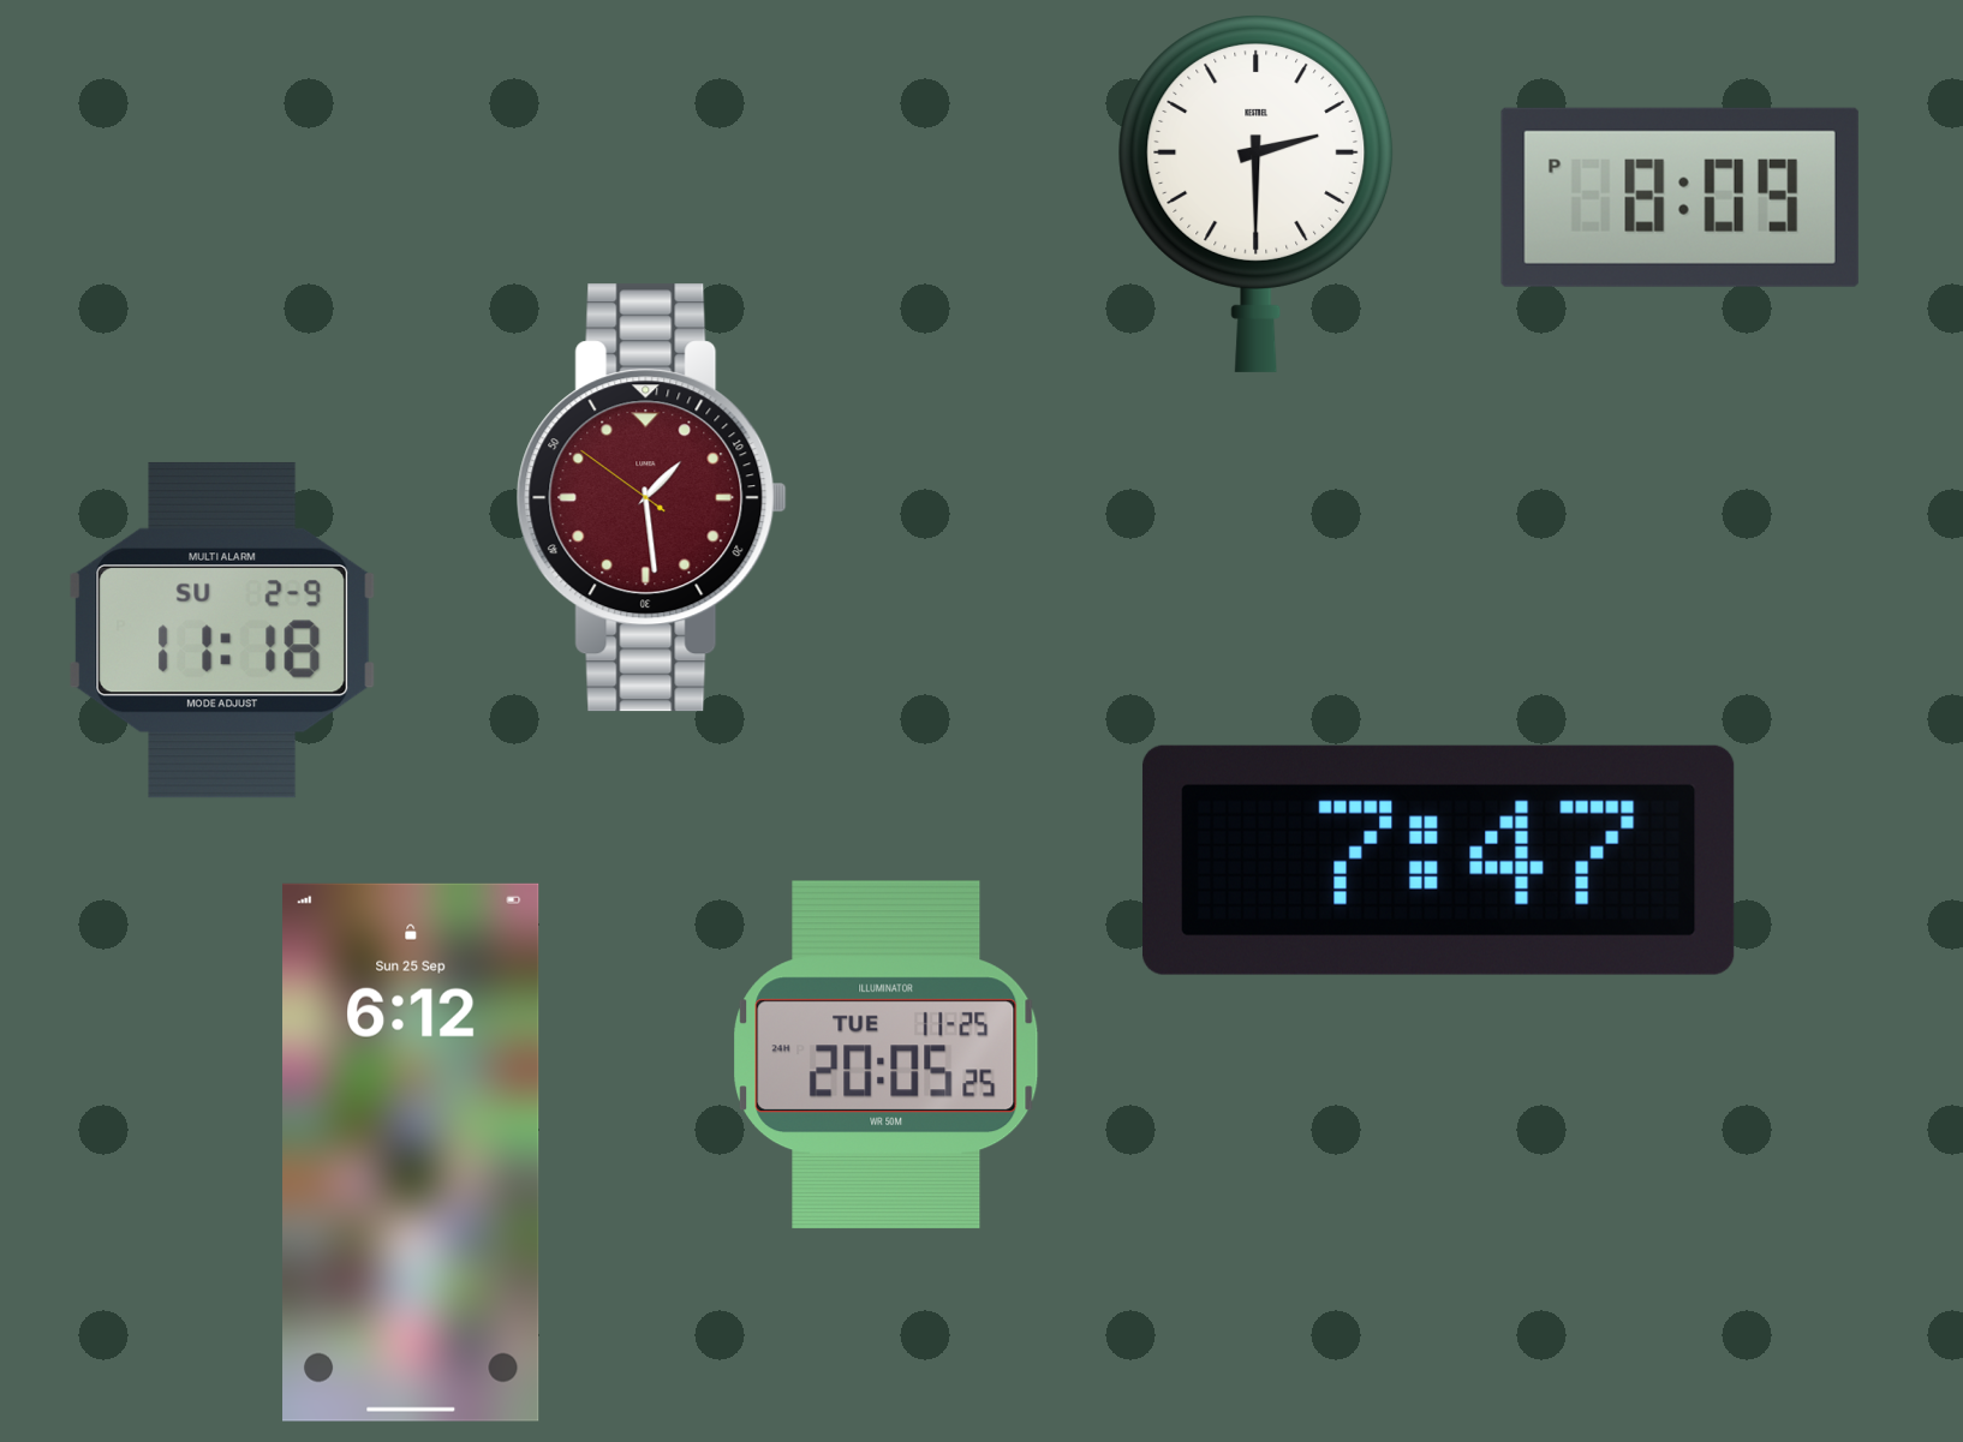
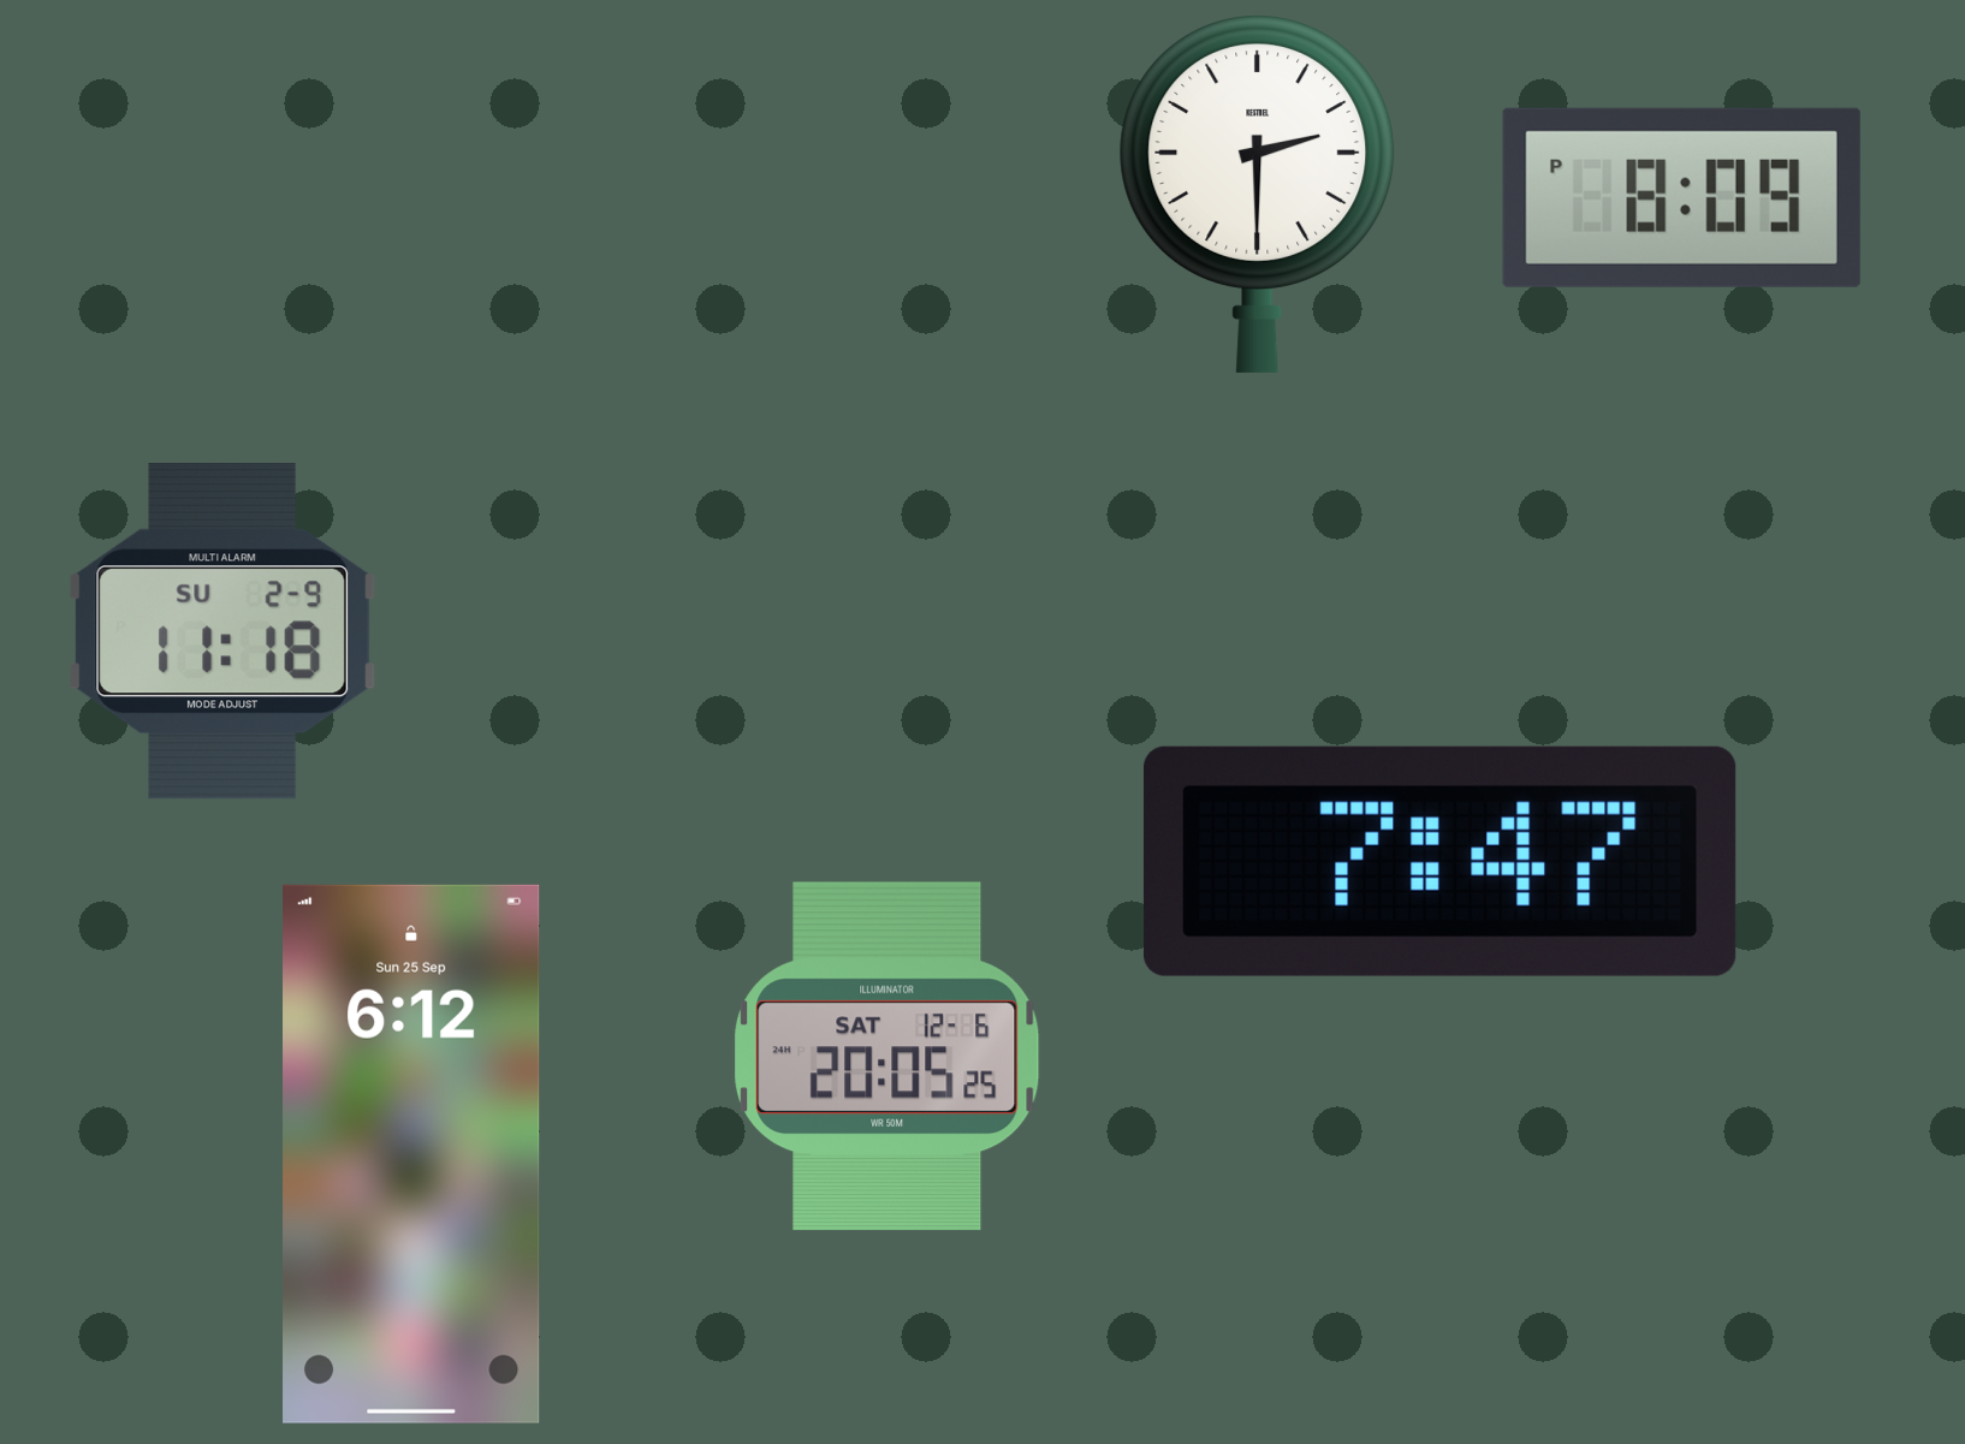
clock at (651, 498): 1:28 -> none
clock at (887, 1055) date: TUE 11-25 -> SAT 12-6
